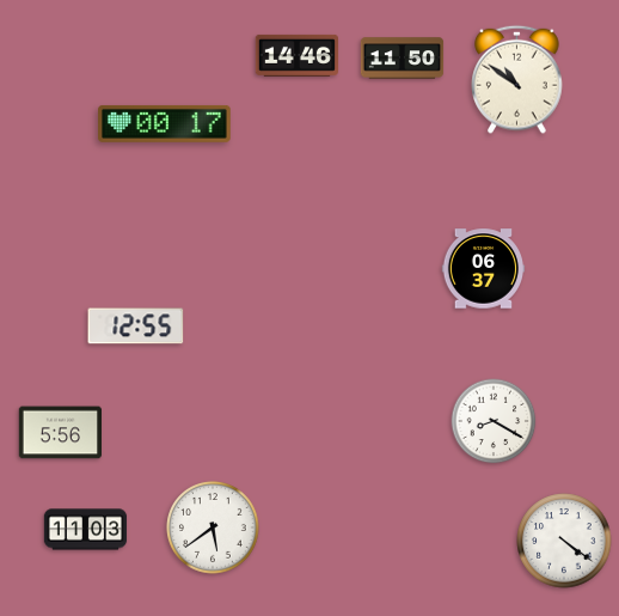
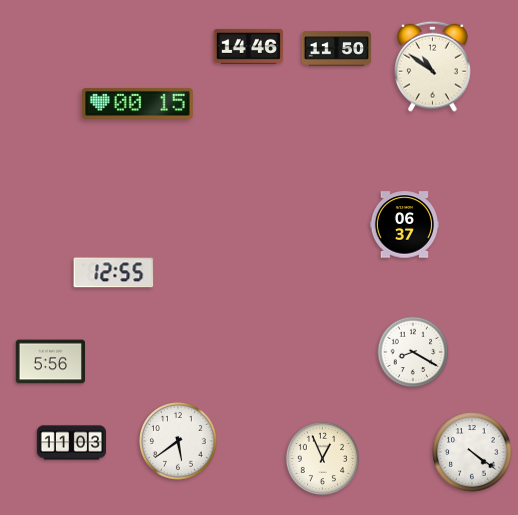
clock at (165, 123): 00:17 -> 00:15
clock at (322, 458): none -> 12:56
